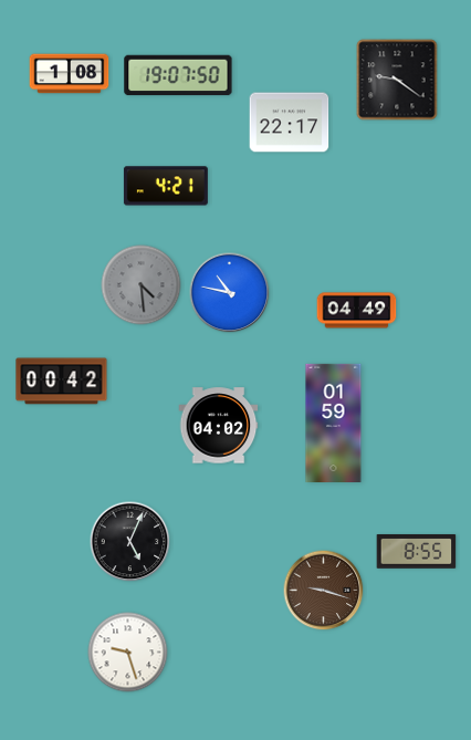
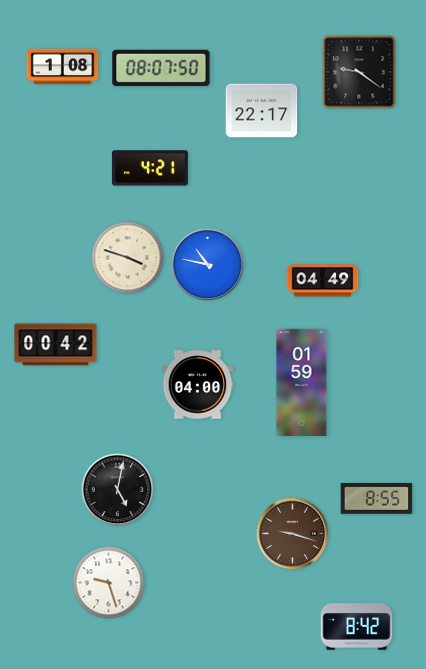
clock at (178, 75): 19:07 -> 08:07
clock at (142, 285): 4:29 -> 3:48
clock at (142, 285) dial: grey -> cream
clock at (219, 426): 04:02 -> 04:00
clock at (130, 542): 5:04 -> 5:02
clock at (128, 653) position: (128, 653) -> (109, 583)
clock at (357, 627): none -> 8:42
